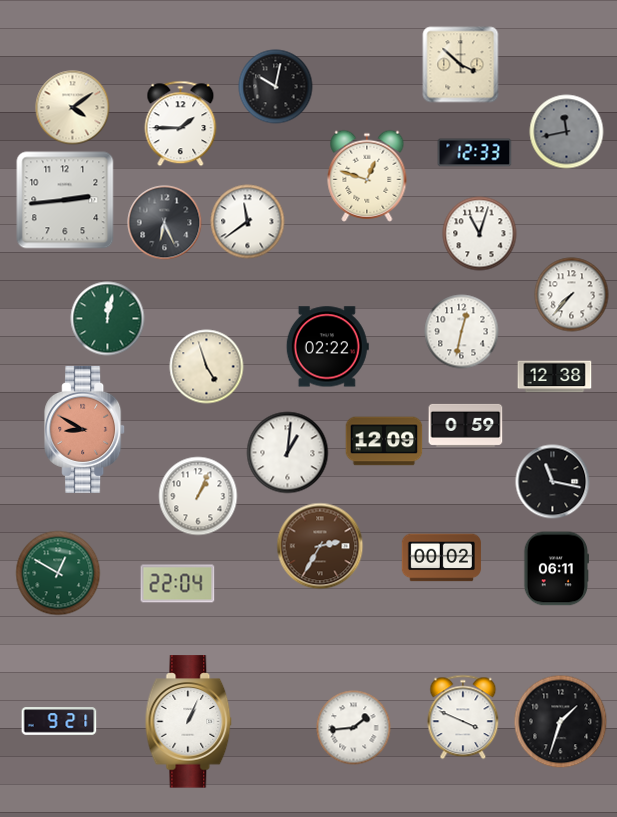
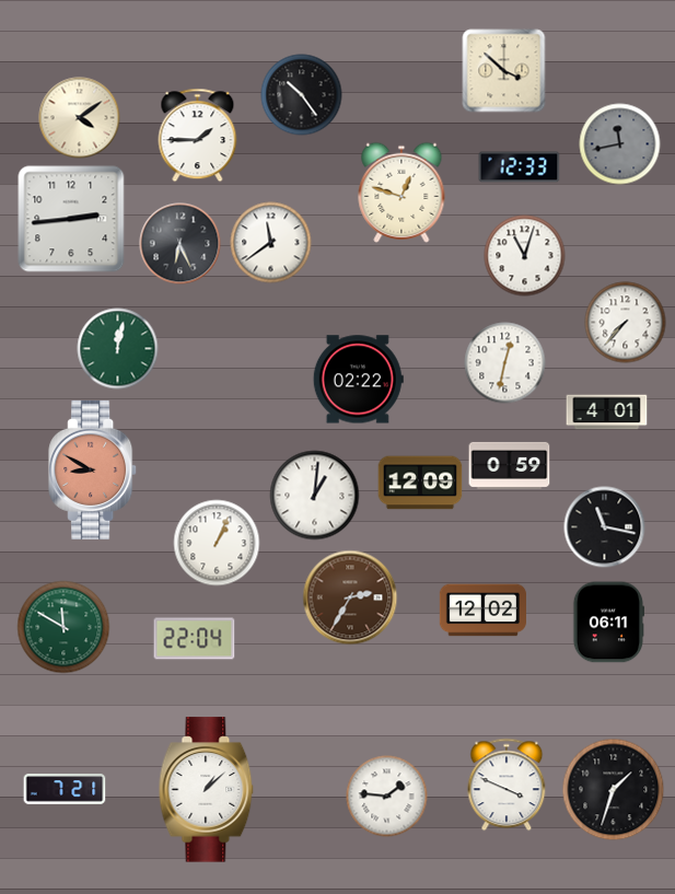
clock at (276, 87): 10:02 -> 10:24
clock at (207, 367): 4:57 -> none
clock at (555, 377): 12:38 -> 4:01
clock at (441, 558): 00:02 -> 12:02
clock at (58, 573): 12:50 -> 11:50
clock at (59, 721): 9:21 -> 7:21
clock at (189, 722): 1:04 -> 1:08
clock at (354, 728): 1:44 -> 1:46
